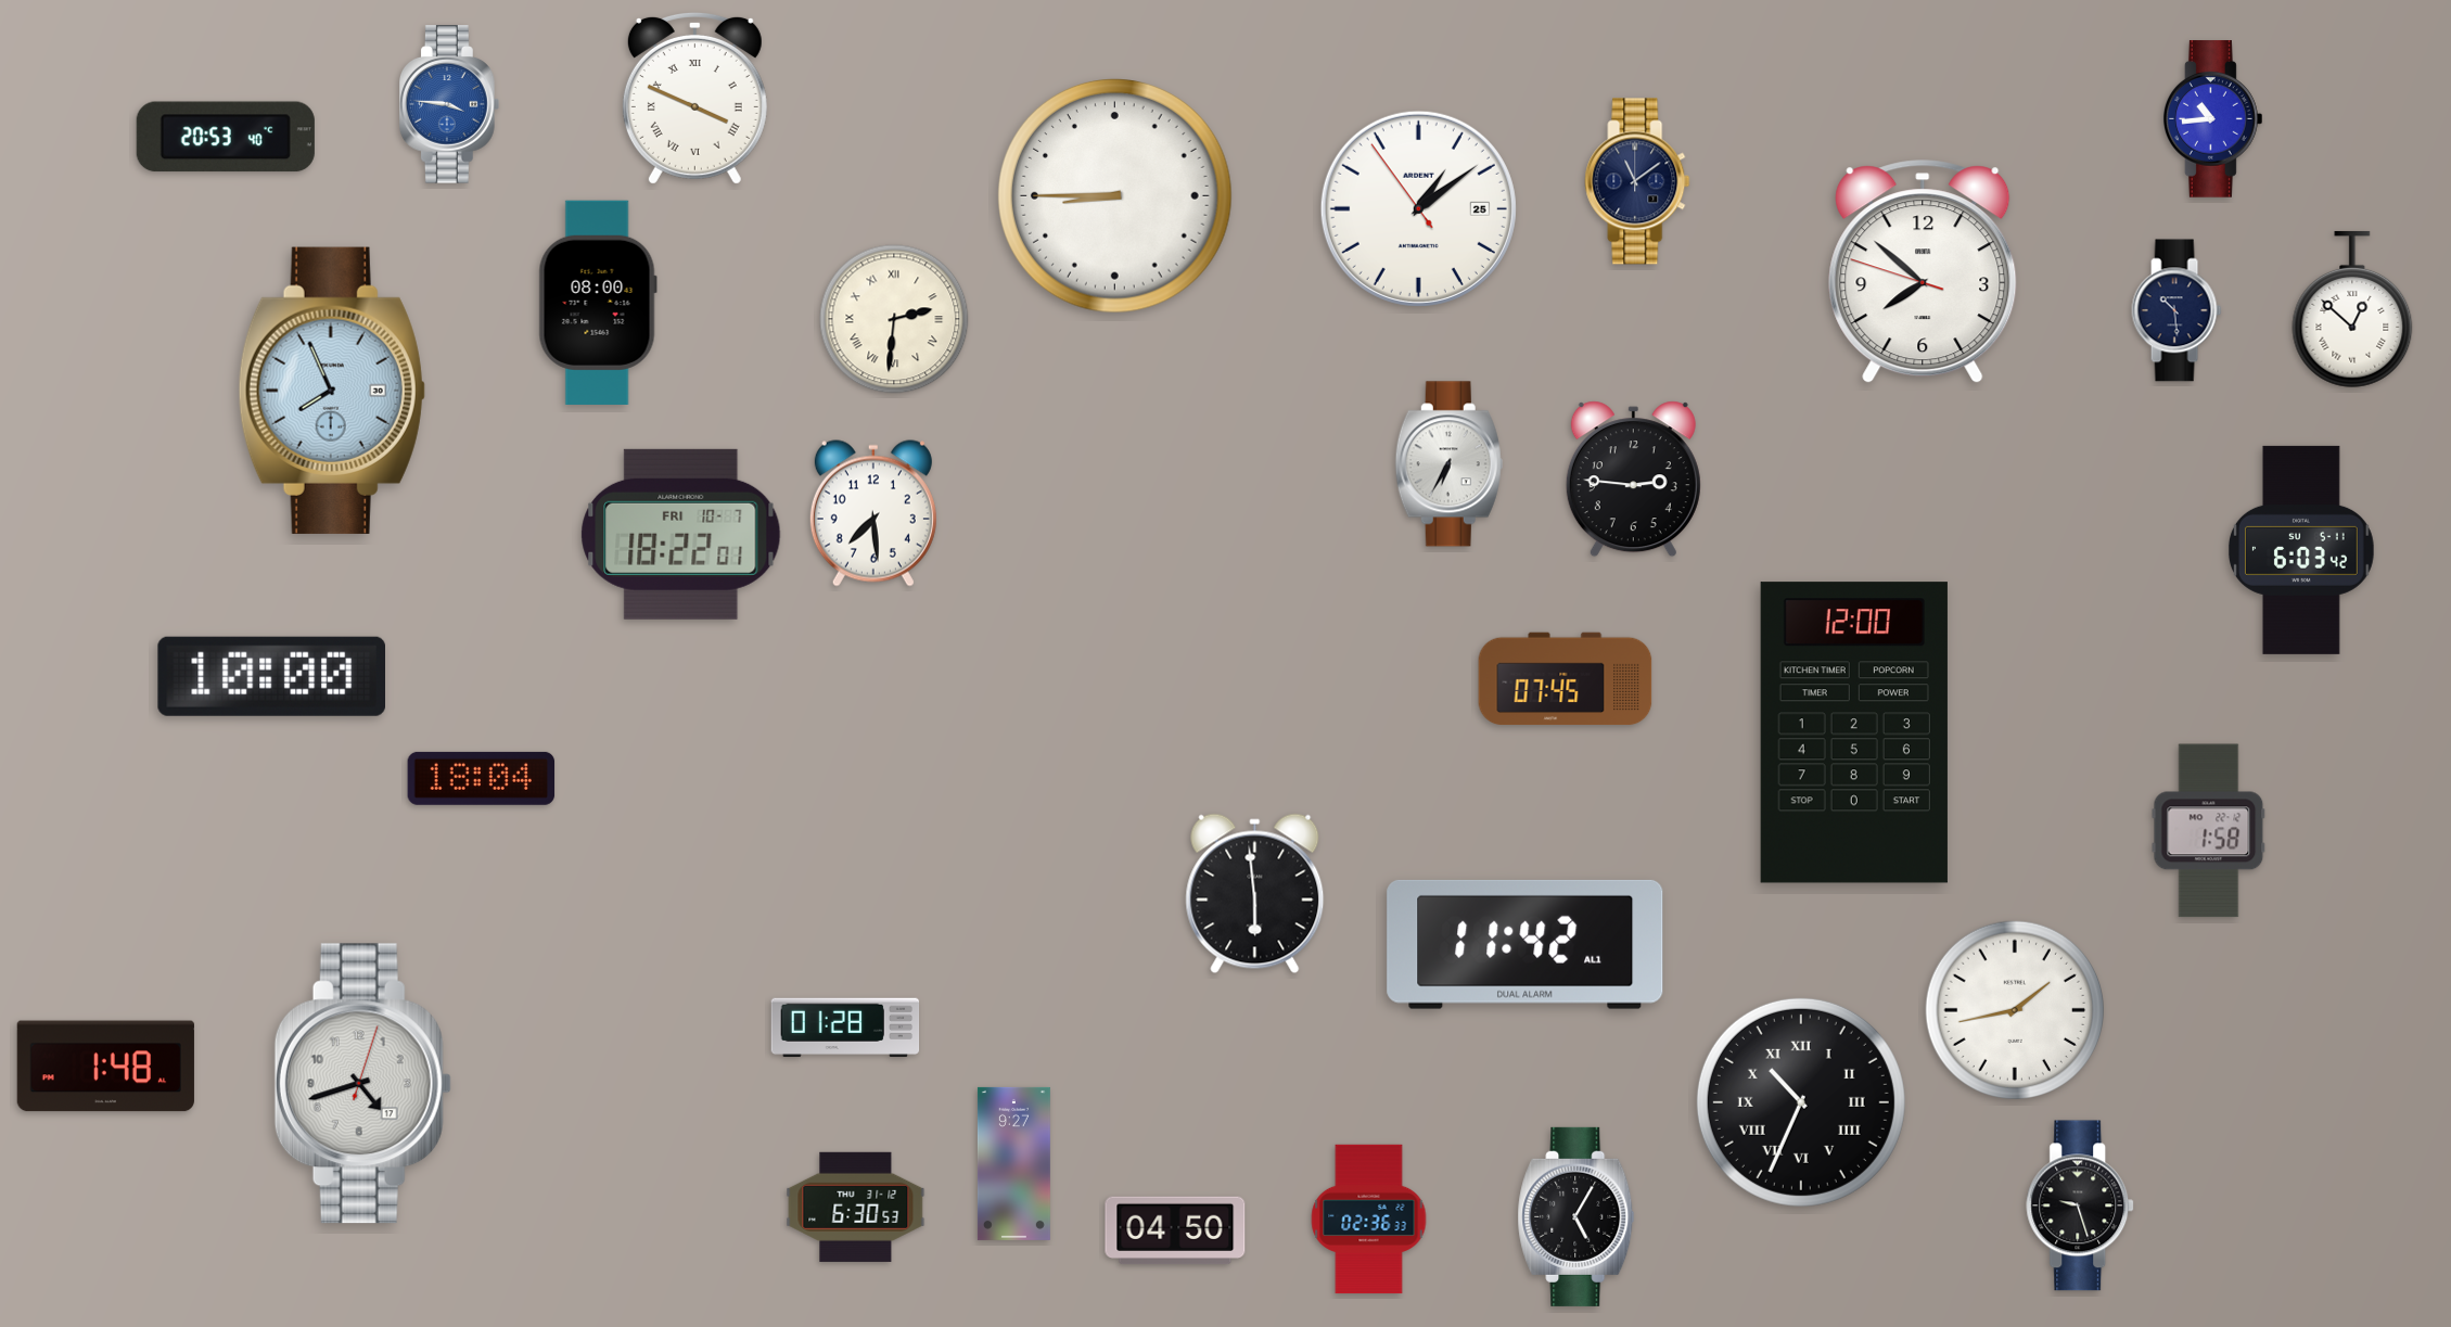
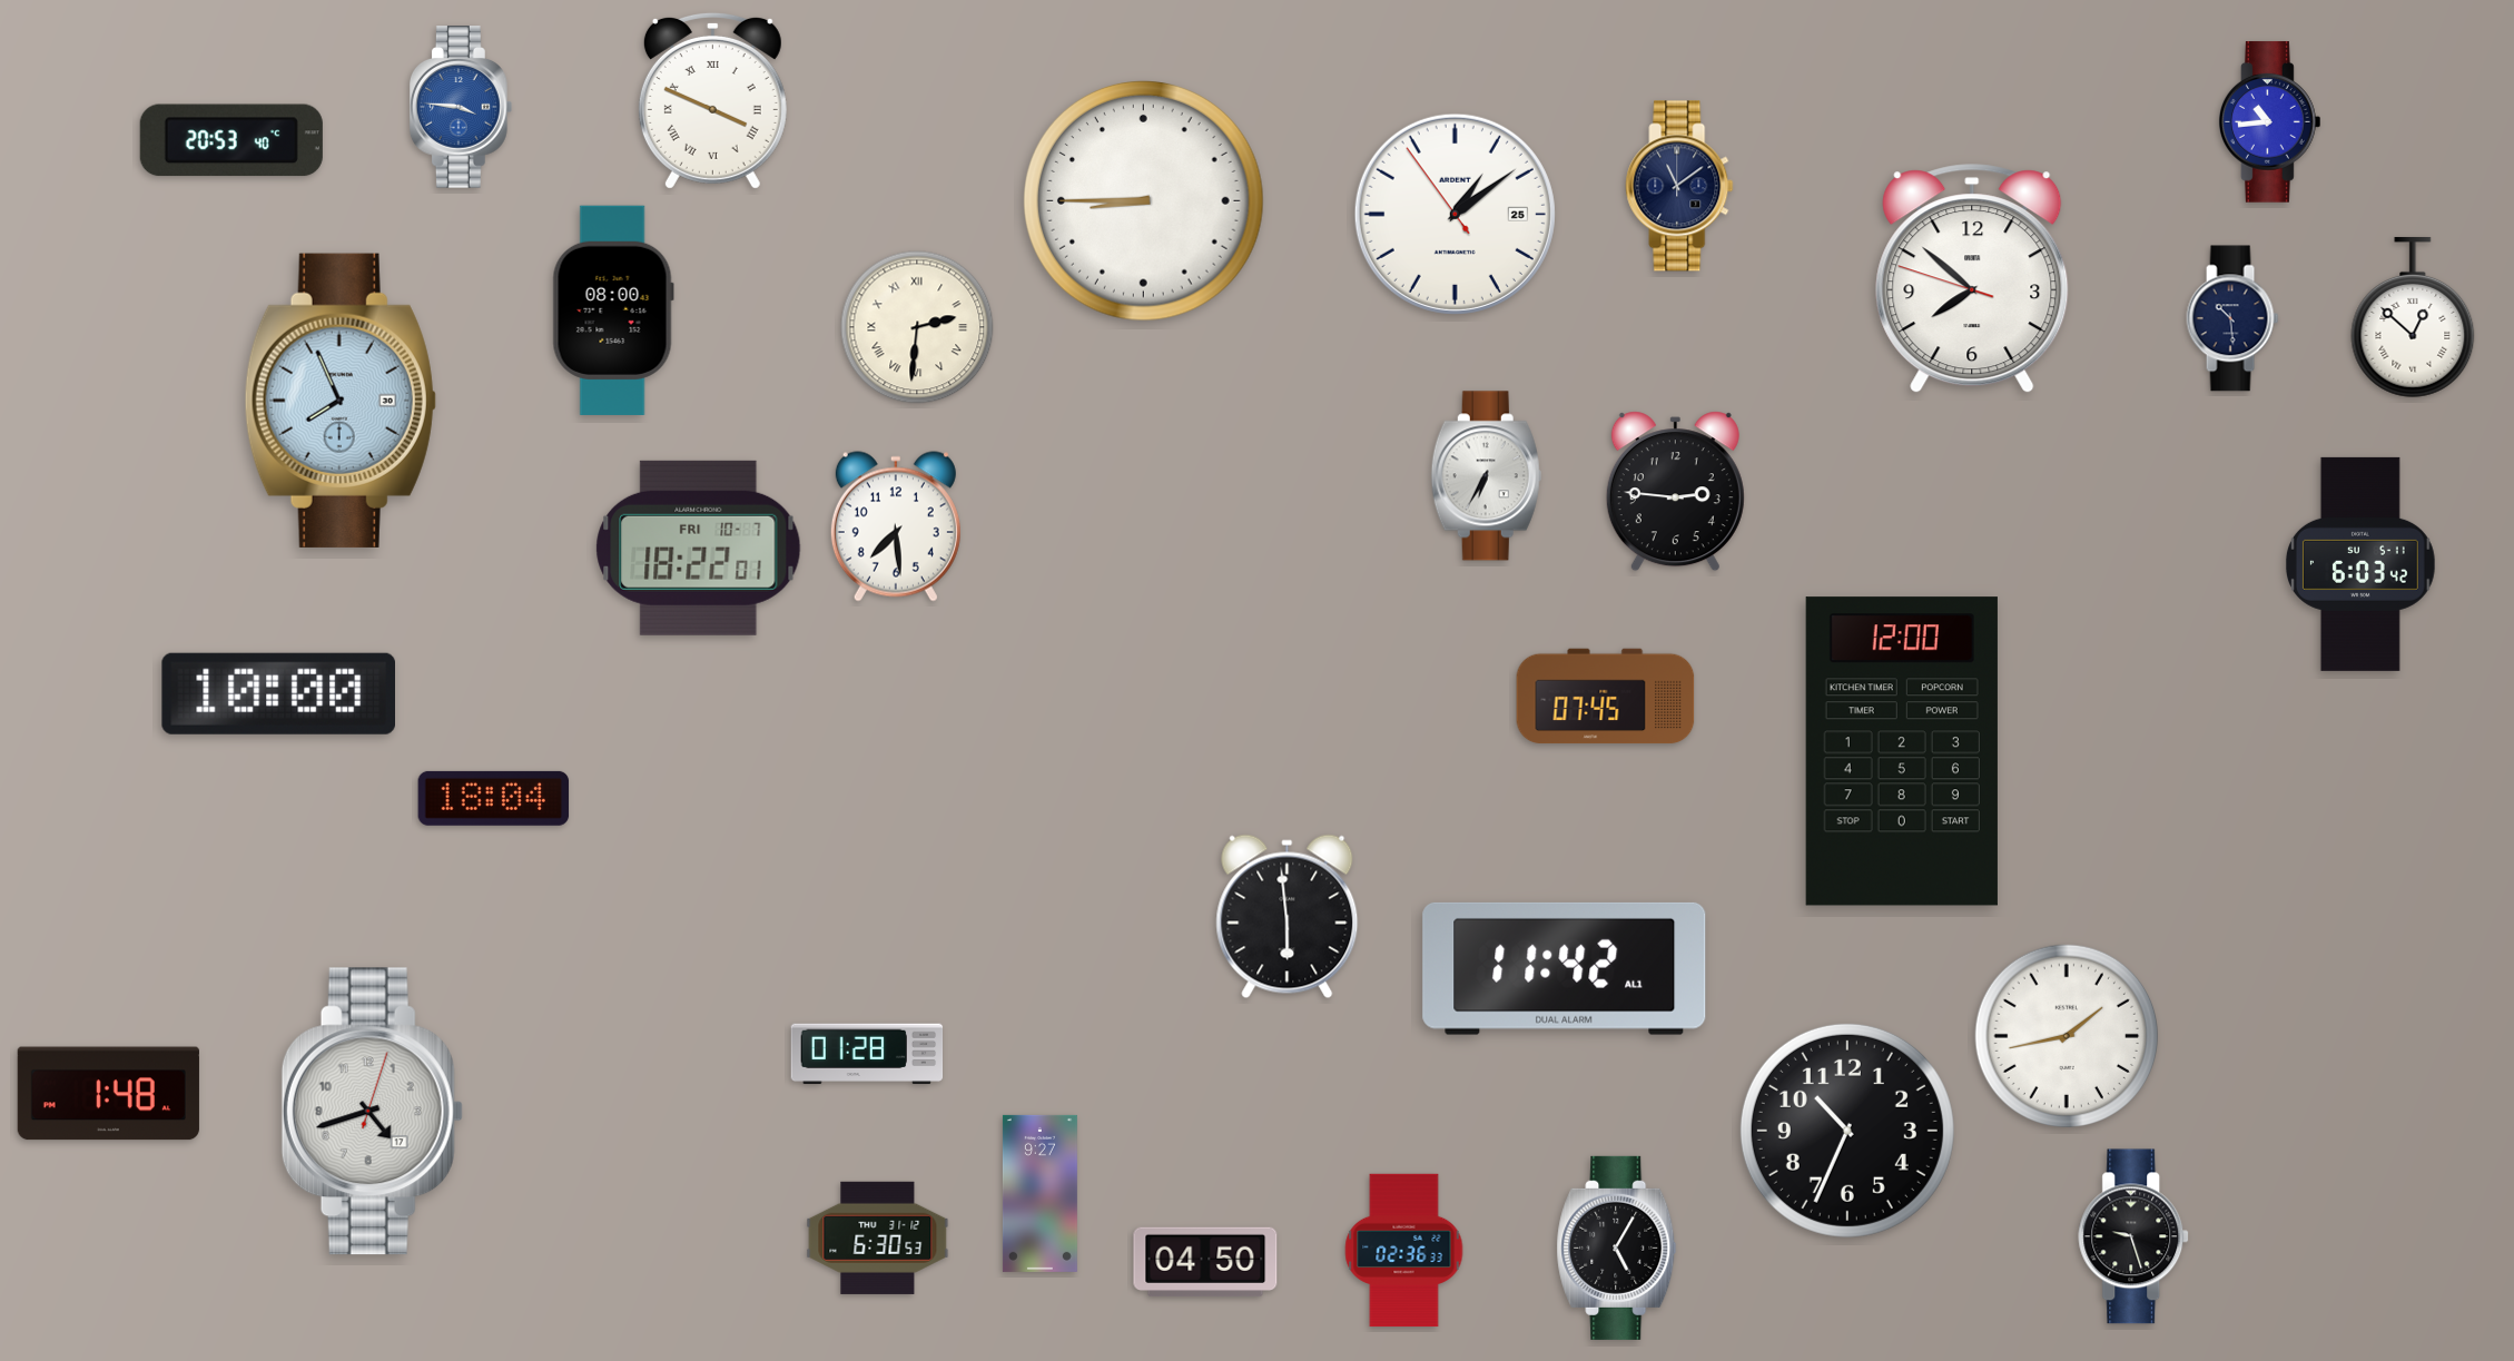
clock at (2209, 831): 1:58 -> none
clock at (1801, 1102) numerals: Roman -> Arabic
